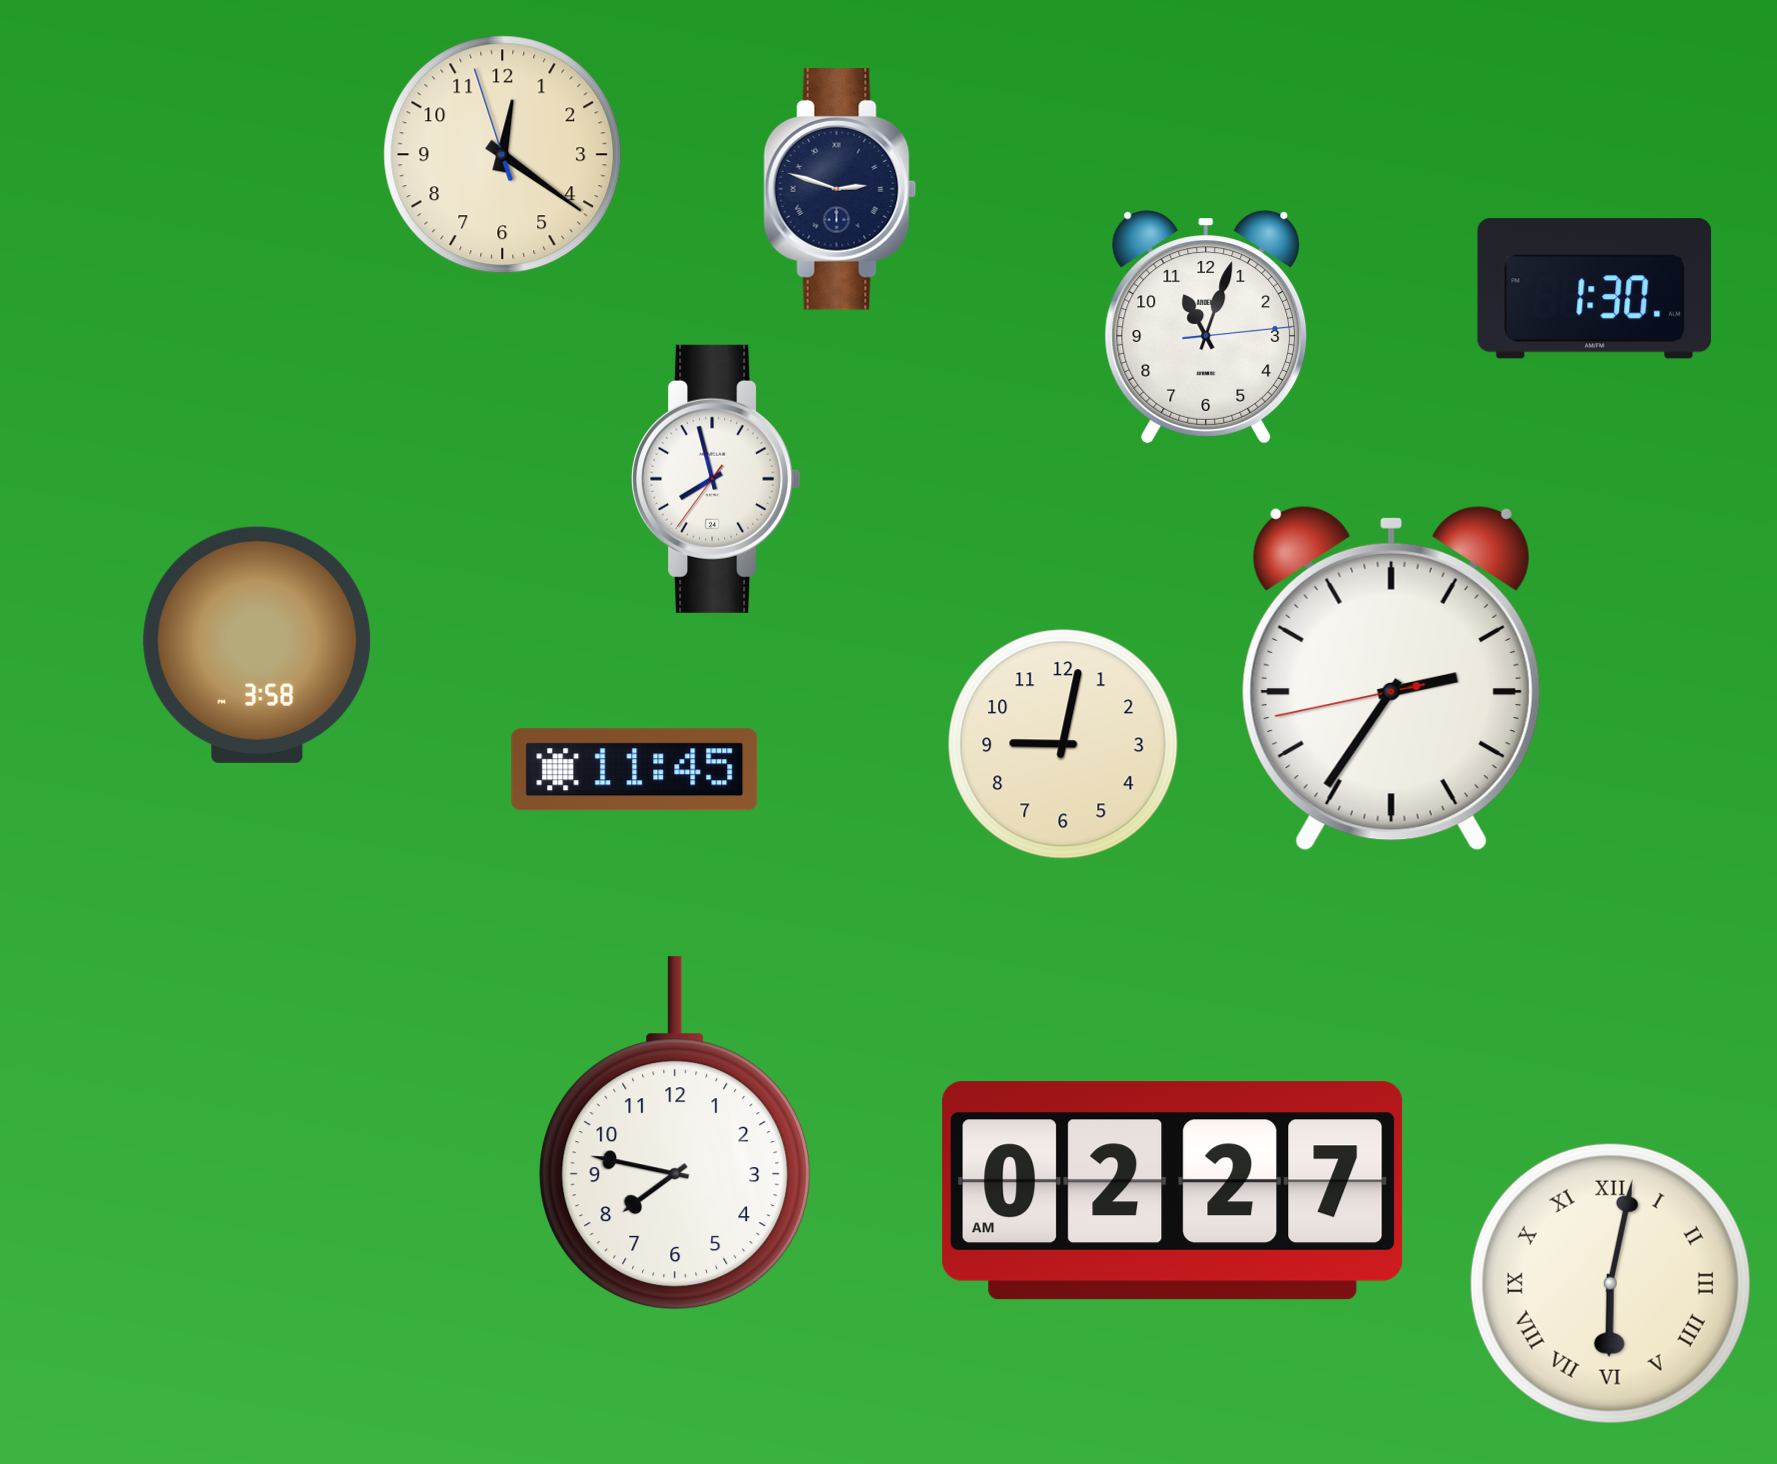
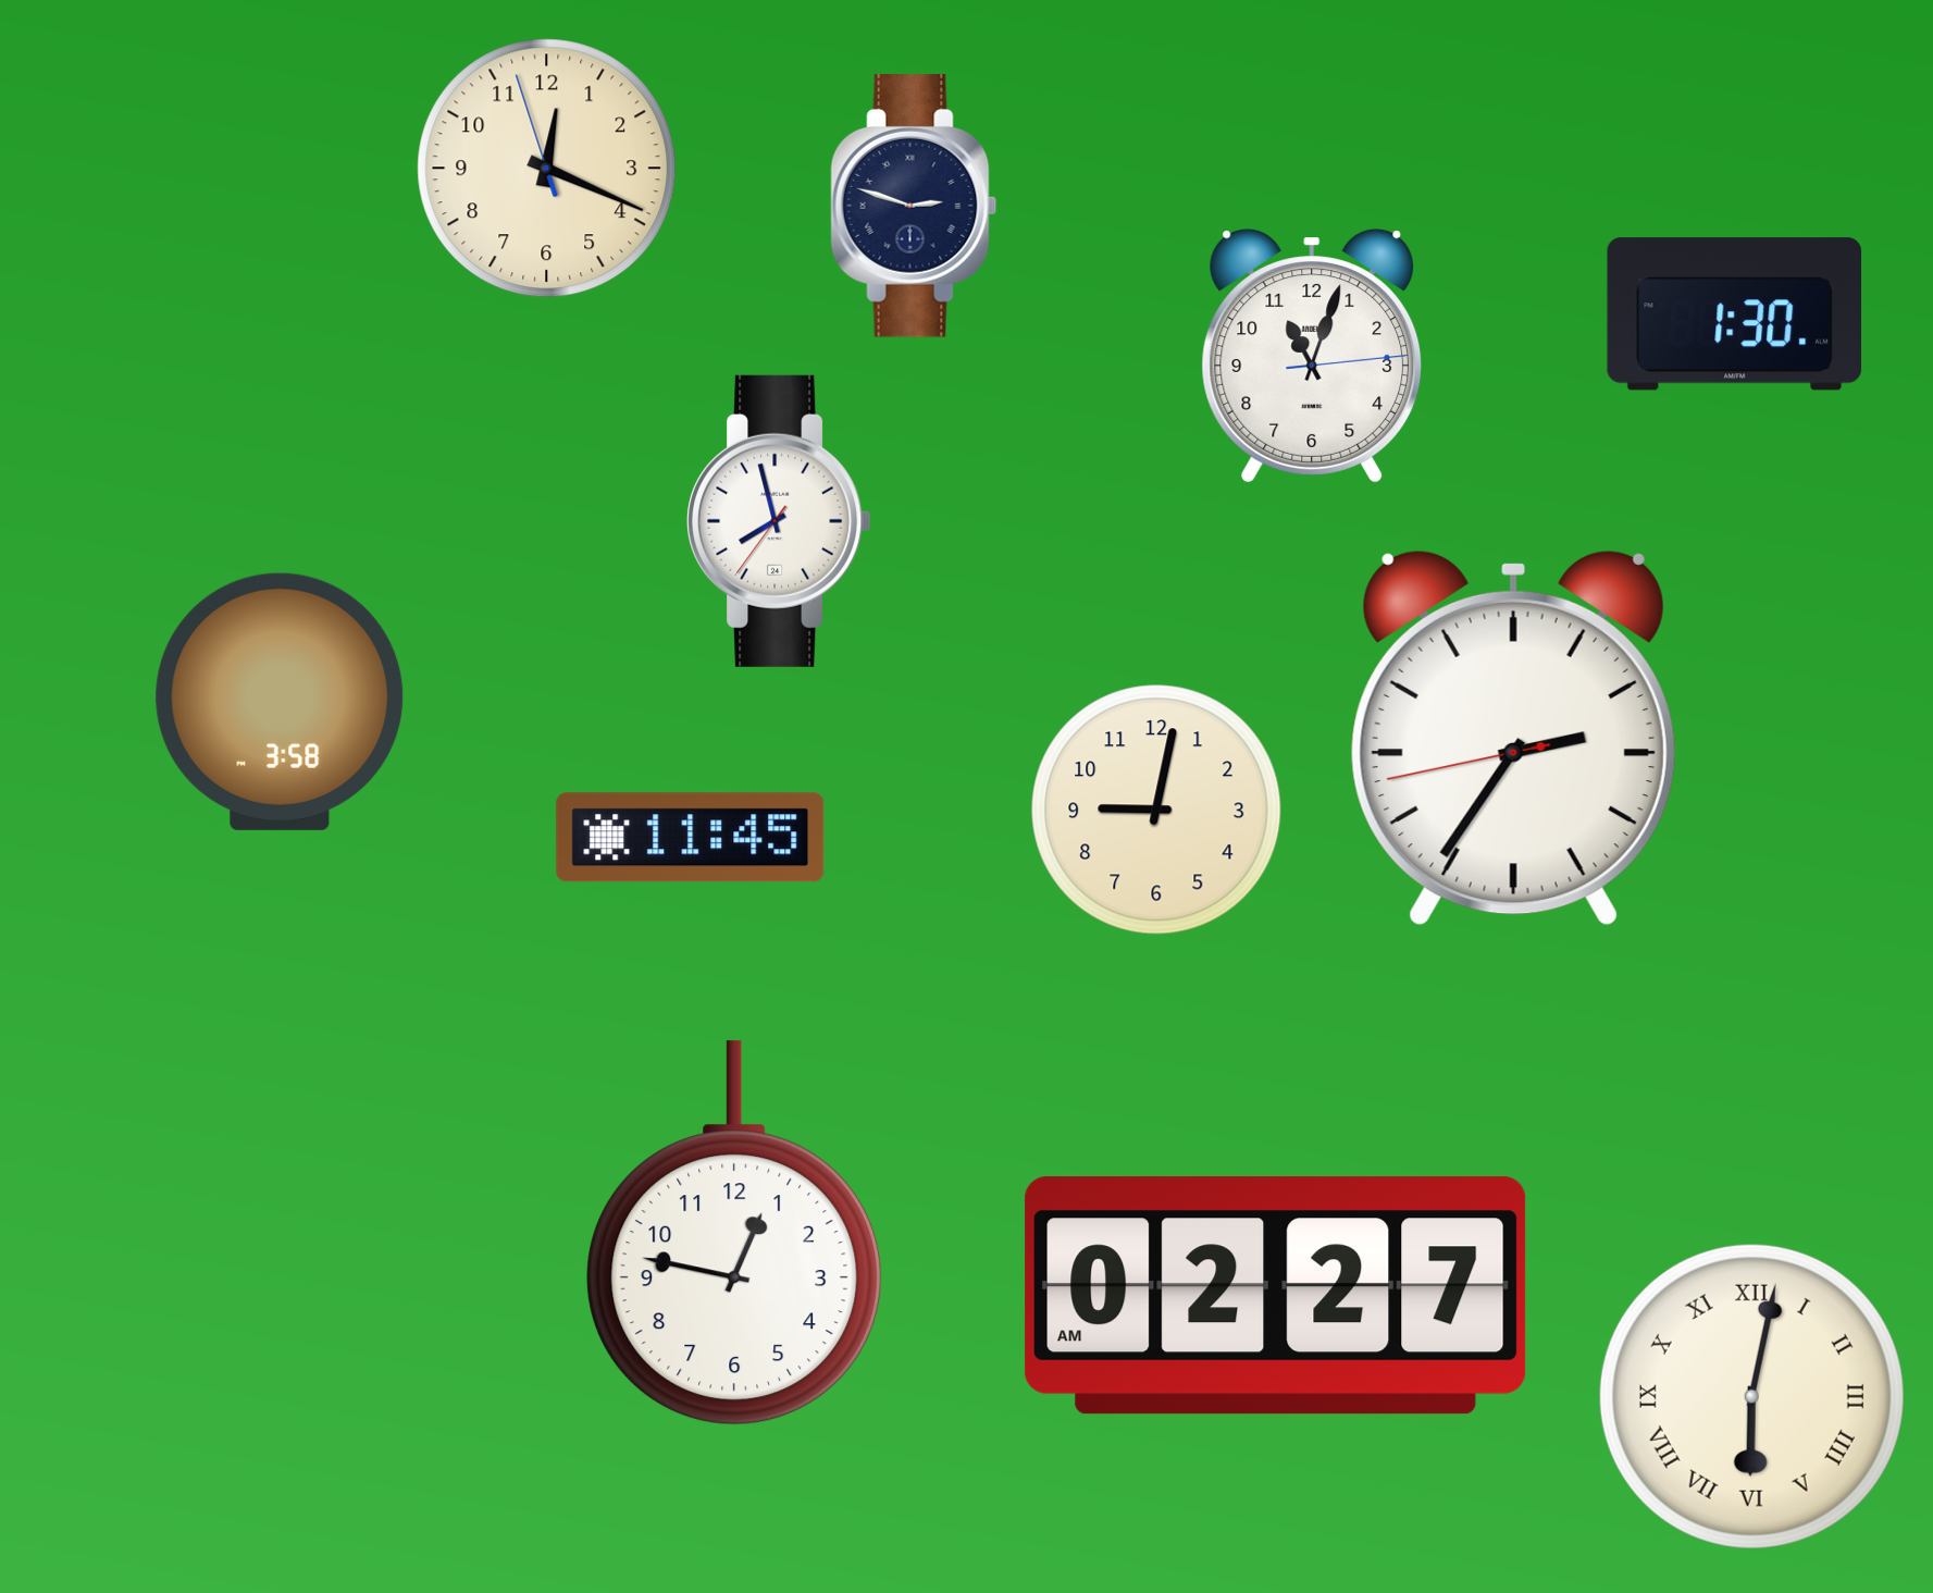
clock at (503, 155): 12:20 -> 12:18
clock at (675, 1134): 7:47 -> 12:47
